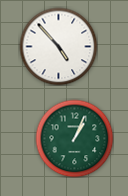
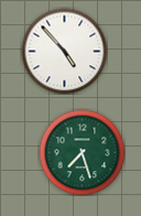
clock at (74, 138): 1:04 -> 7:27
